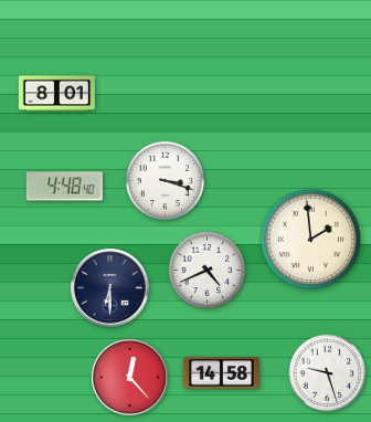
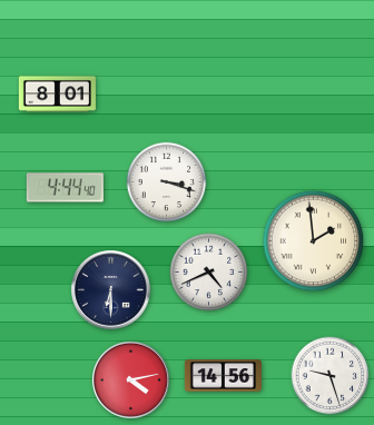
clock at (64, 187): 4:48 -> 4:44
clock at (221, 373): 14:58 -> 14:56
clock at (129, 377): 12:23 -> 4:13
